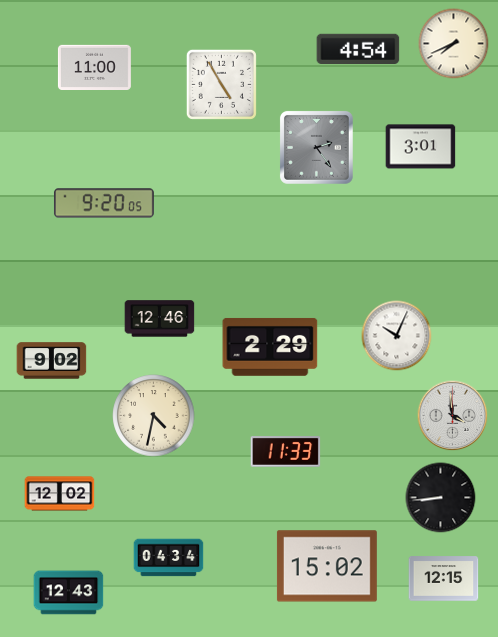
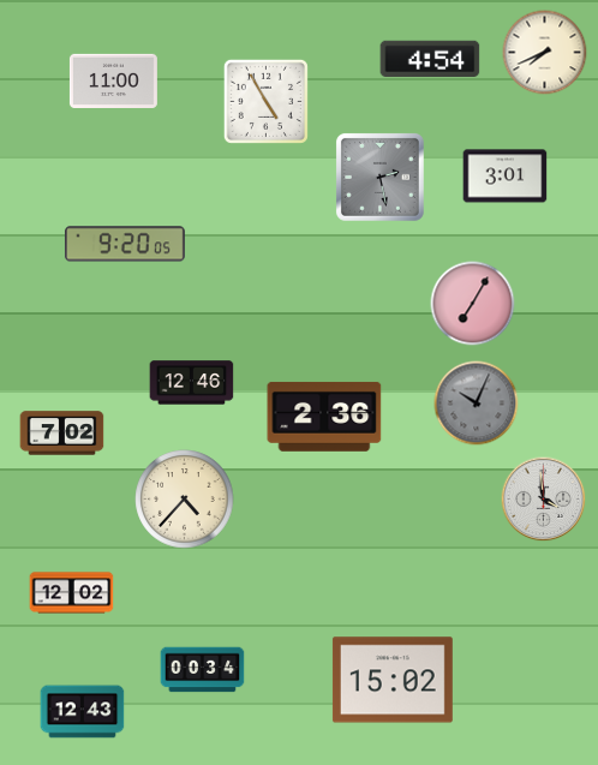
clock at (317, 148): 2:24 -> 2:28
clock at (473, 304): none -> 7:05
clock at (397, 336) dial: white -> grey
clock at (270, 347): 2:29 -> 2:36
clock at (52, 361): 9:02 -> 7:02
clock at (154, 416): 4:32 -> 4:37
clock at (286, 452): 11:33 -> none
clock at (441, 498): 8:44 -> none
clock at (169, 558): 04:34 -> 00:34
clock at (444, 579): 12:15 -> none
